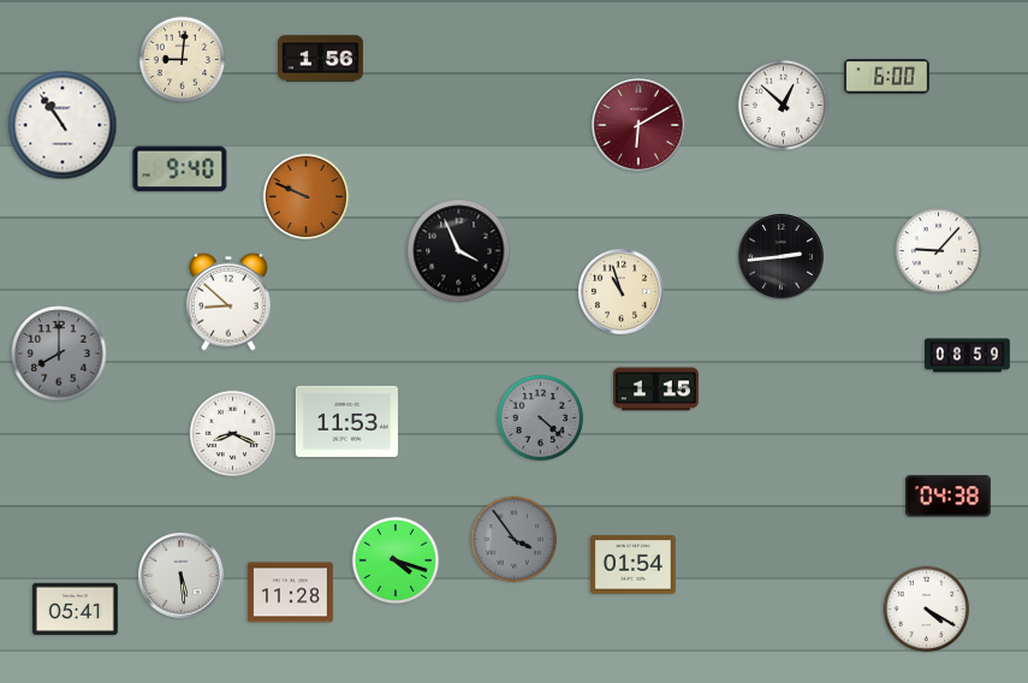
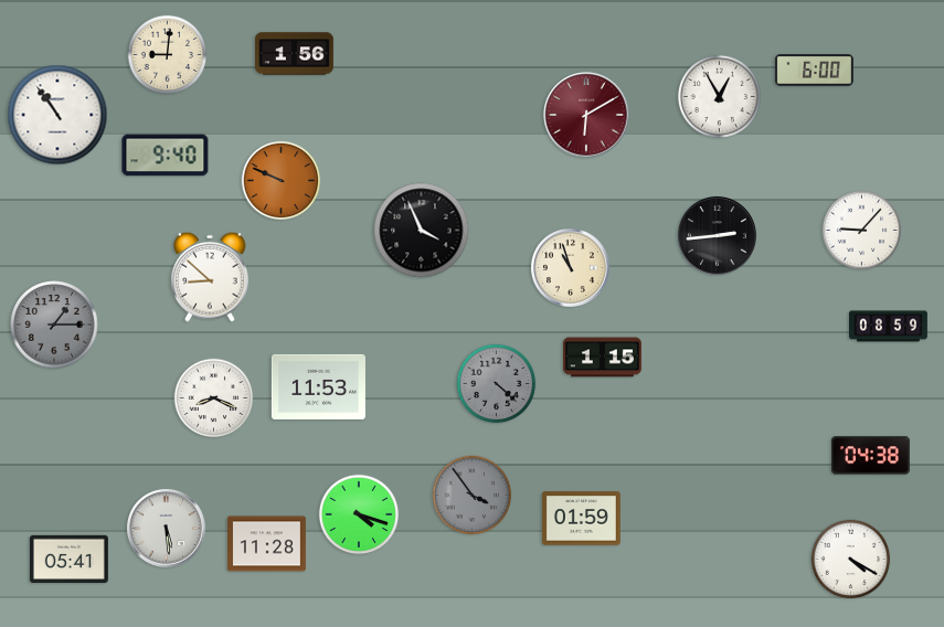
clock at (783, 105): 12:52 -> 12:55
clock at (59, 354): 8:00 -> 1:15
clock at (396, 560) position: (396, 560) -> (359, 514)
clock at (632, 565): 01:54 -> 01:59
